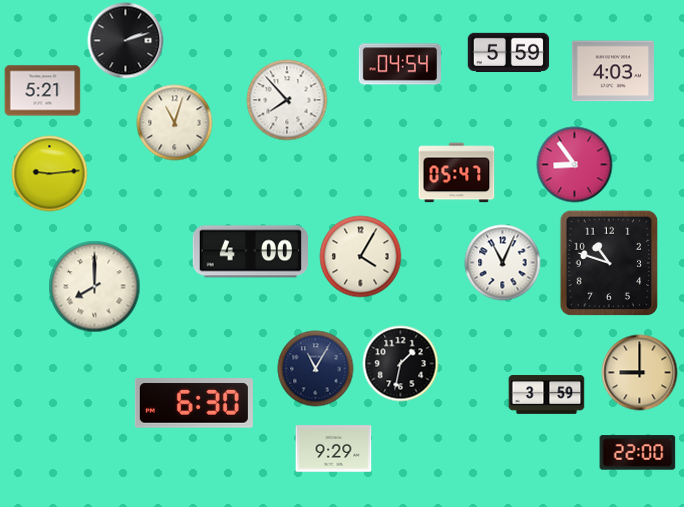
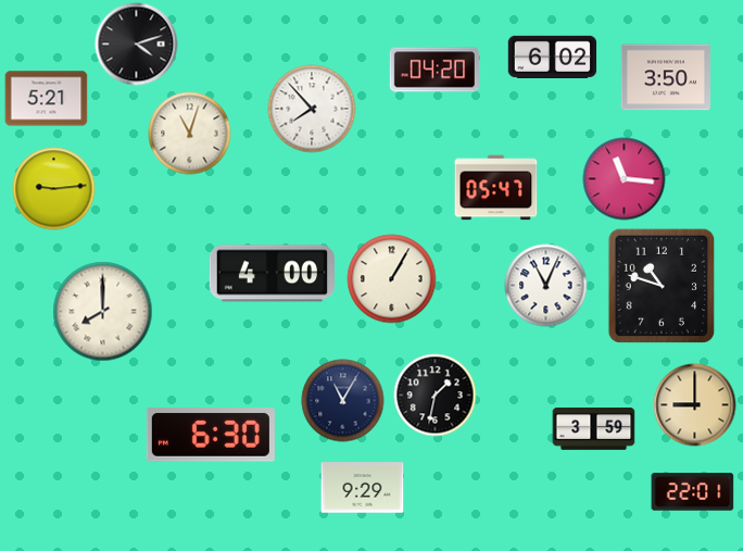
clock at (126, 41): 2:12 -> 4:12
clock at (509, 52): 5:59 -> 6:02
clock at (399, 64): 04:54 -> 04:20
clock at (613, 71): 4:03 -> 3:50
clock at (575, 165): 8:54 -> 11:16
clock at (361, 257): 4:05 -> 1:05
clock at (194, 403) position: (194, 403) -> (211, 435)
clock at (638, 453): 22:00 -> 22:01
